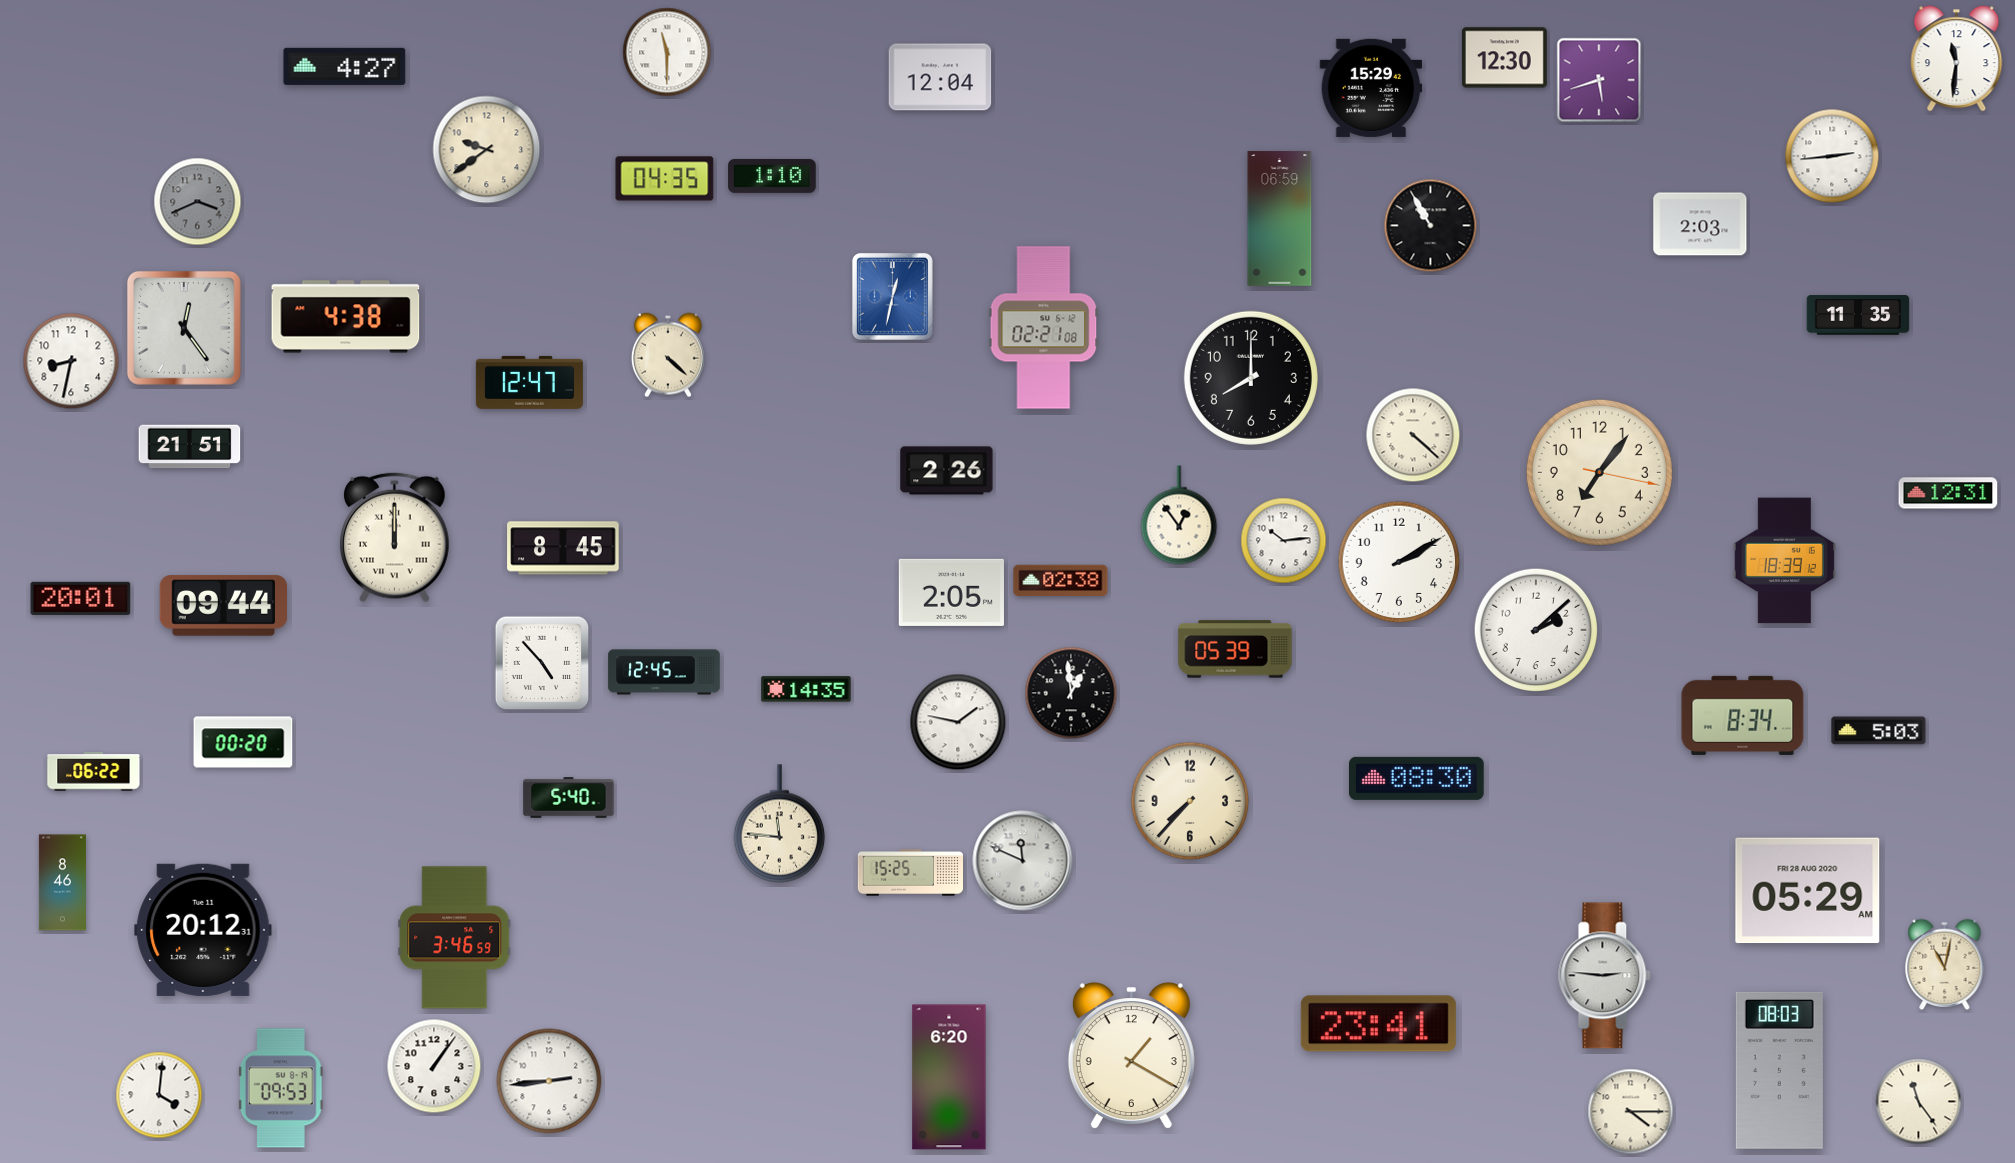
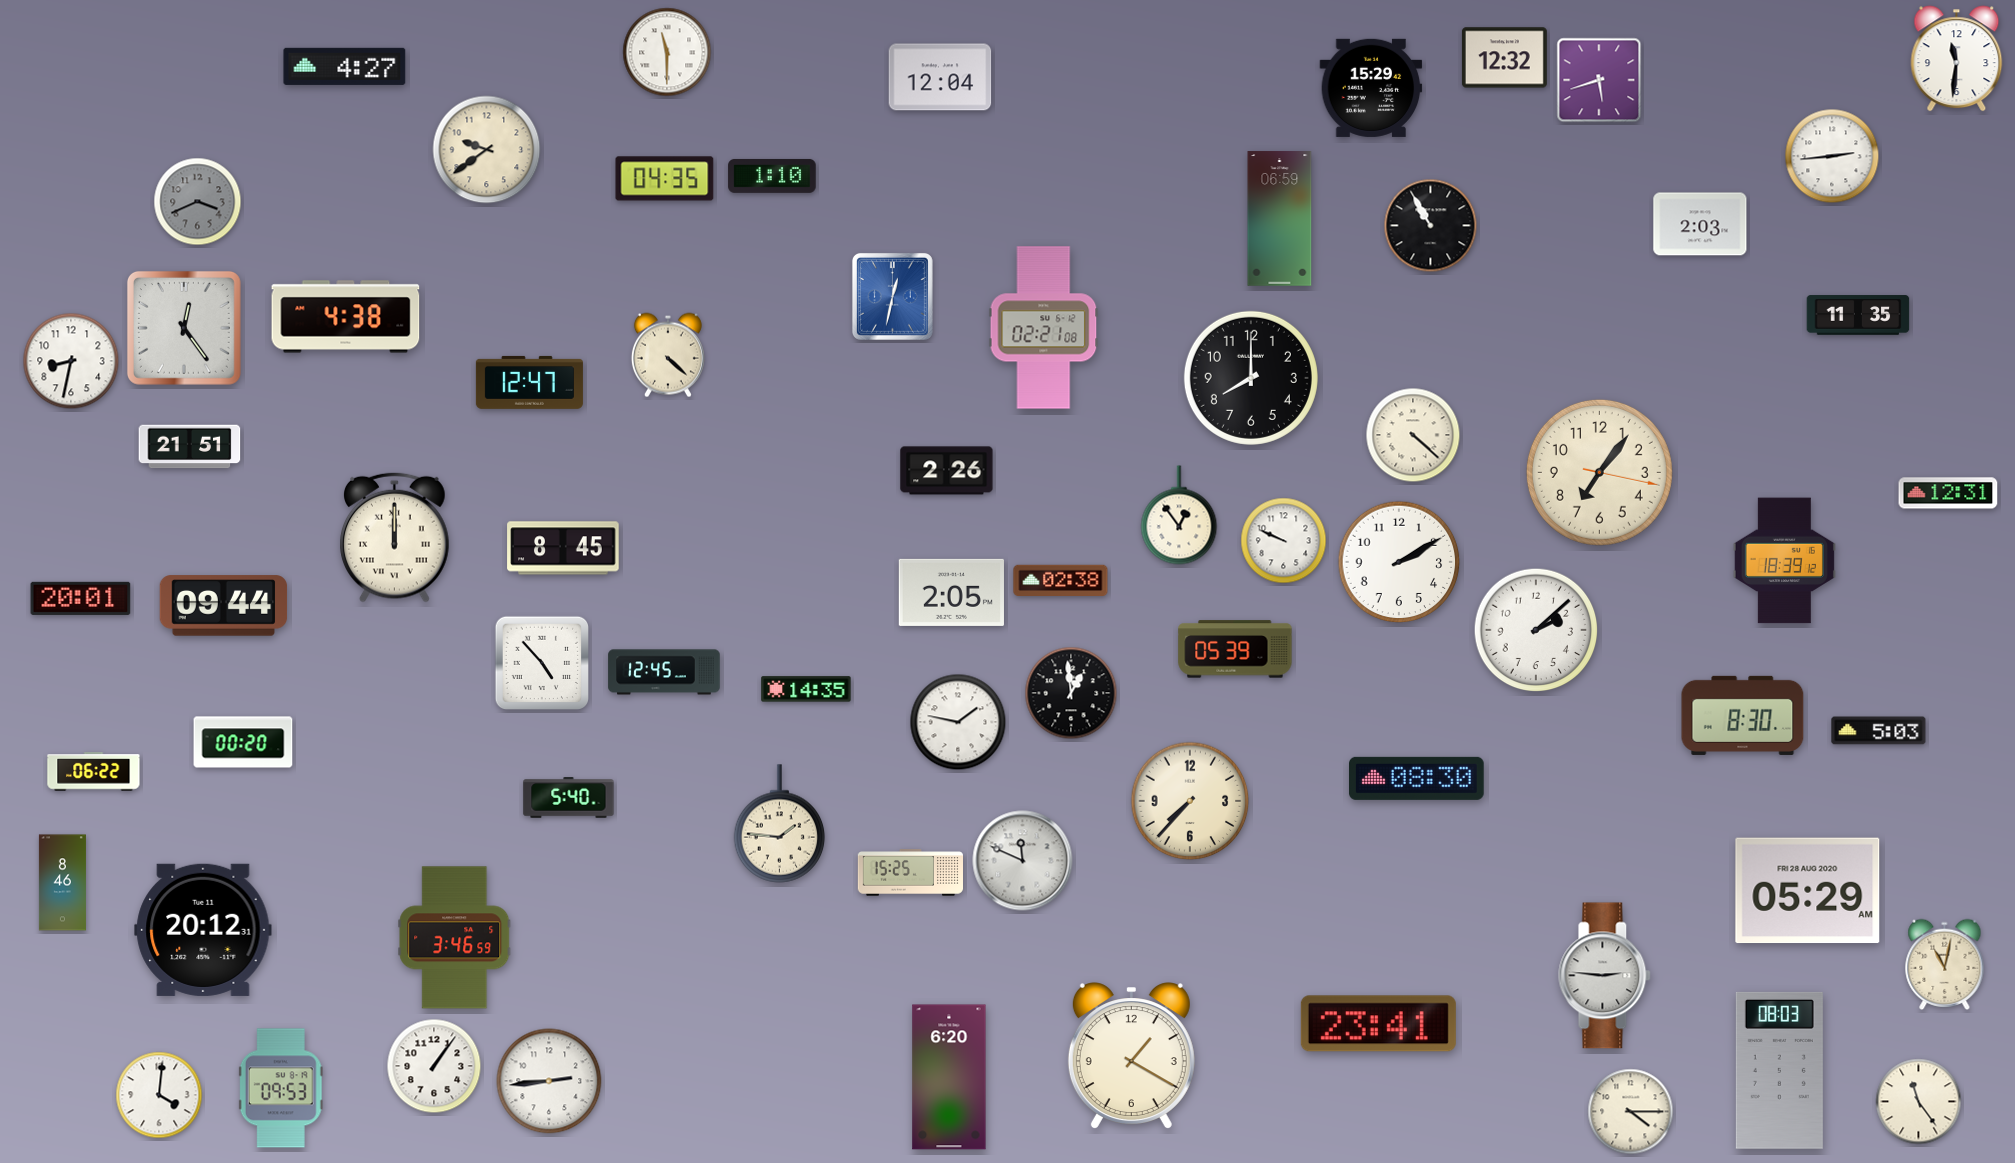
clock at (1504, 58): 12:30 -> 12:32
clock at (1284, 541): 10:14 -> 9:49
clock at (1743, 715): 8:34 -> 8:30
clock at (780, 824): 11:46 -> 1:46
